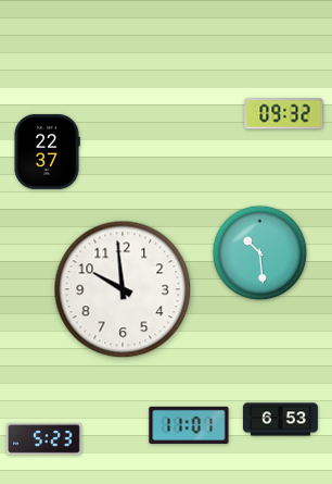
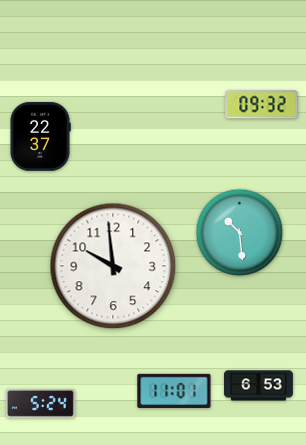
clock at (47, 151) position: (47, 151) -> (40, 136)
clock at (43, 438): 5:23 -> 5:24
